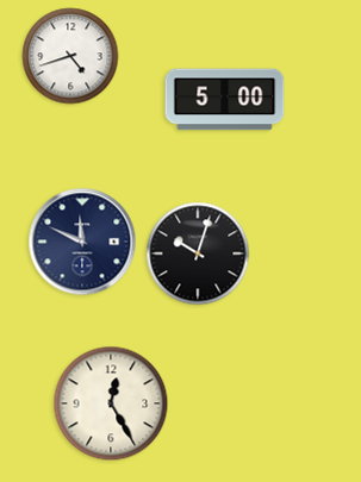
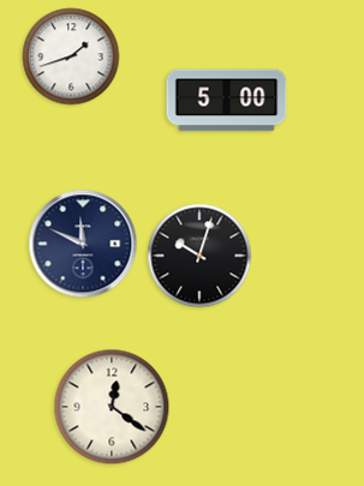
clock at (70, 56): 4:42 -> 1:42
clock at (111, 403): 12:25 -> 12:21
